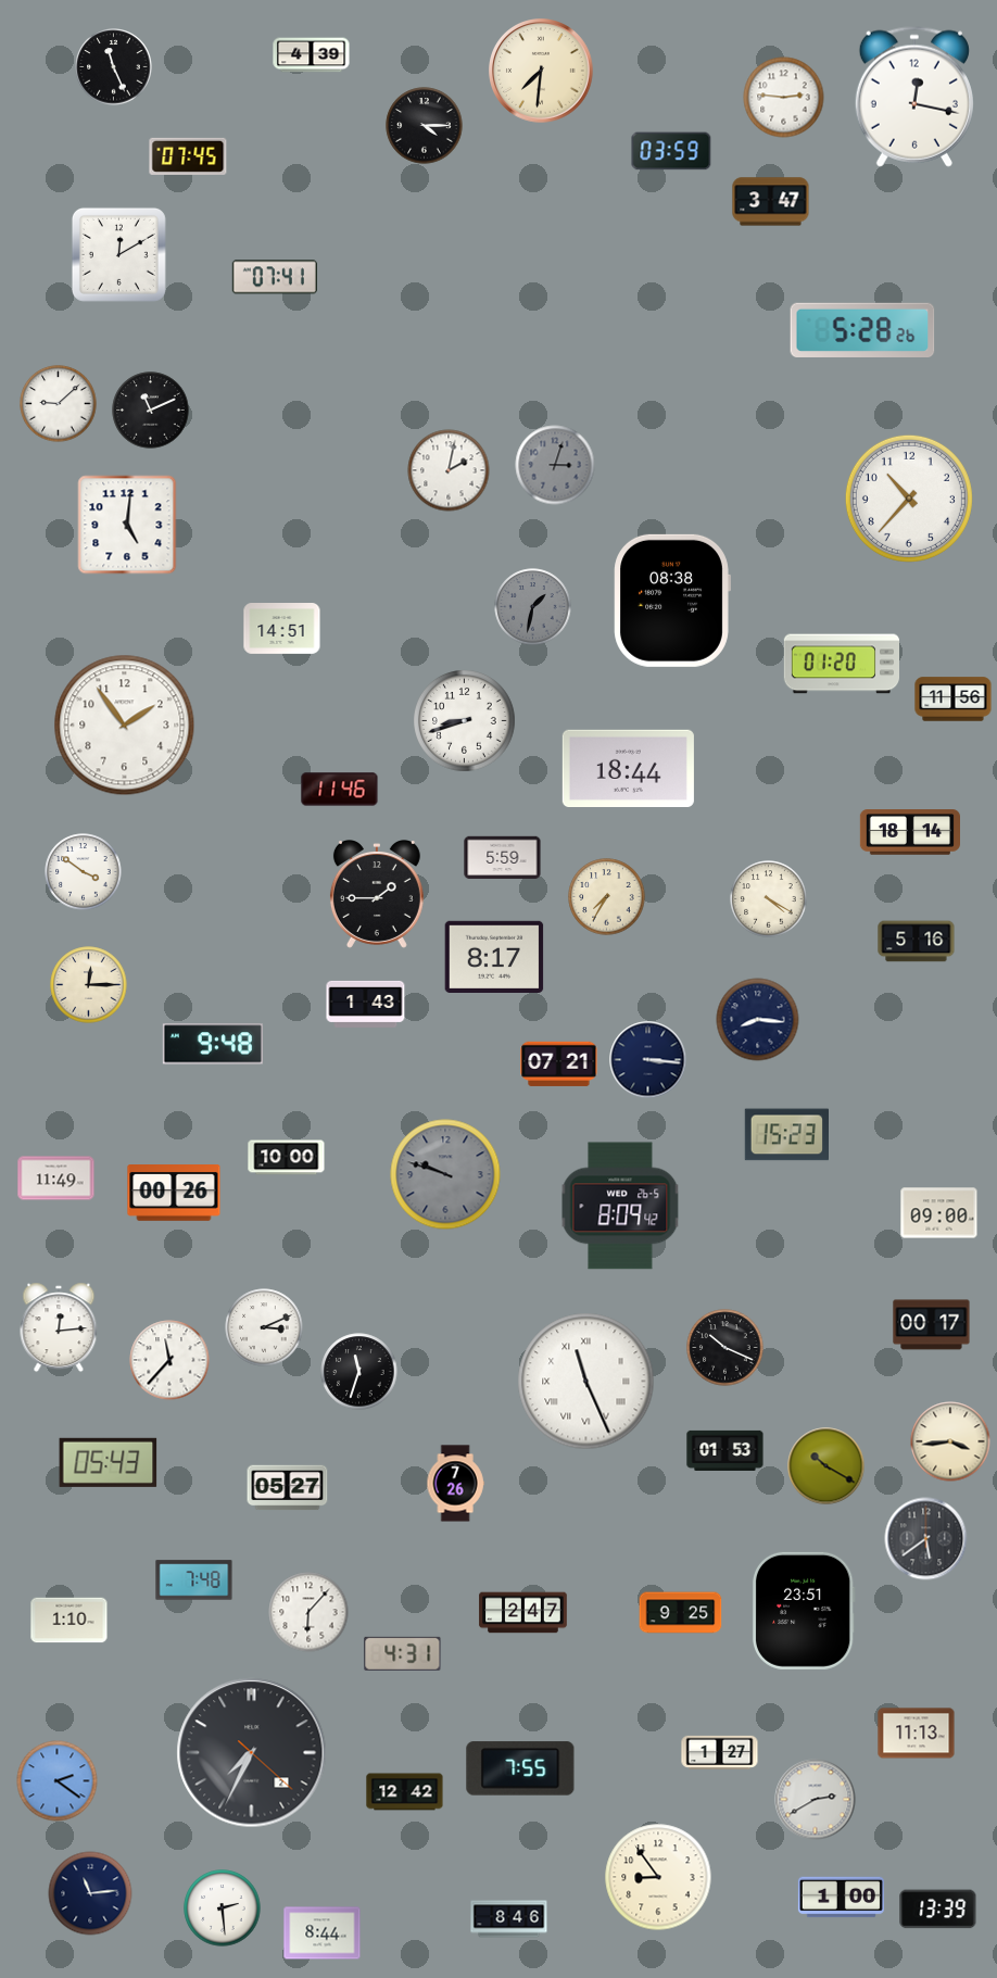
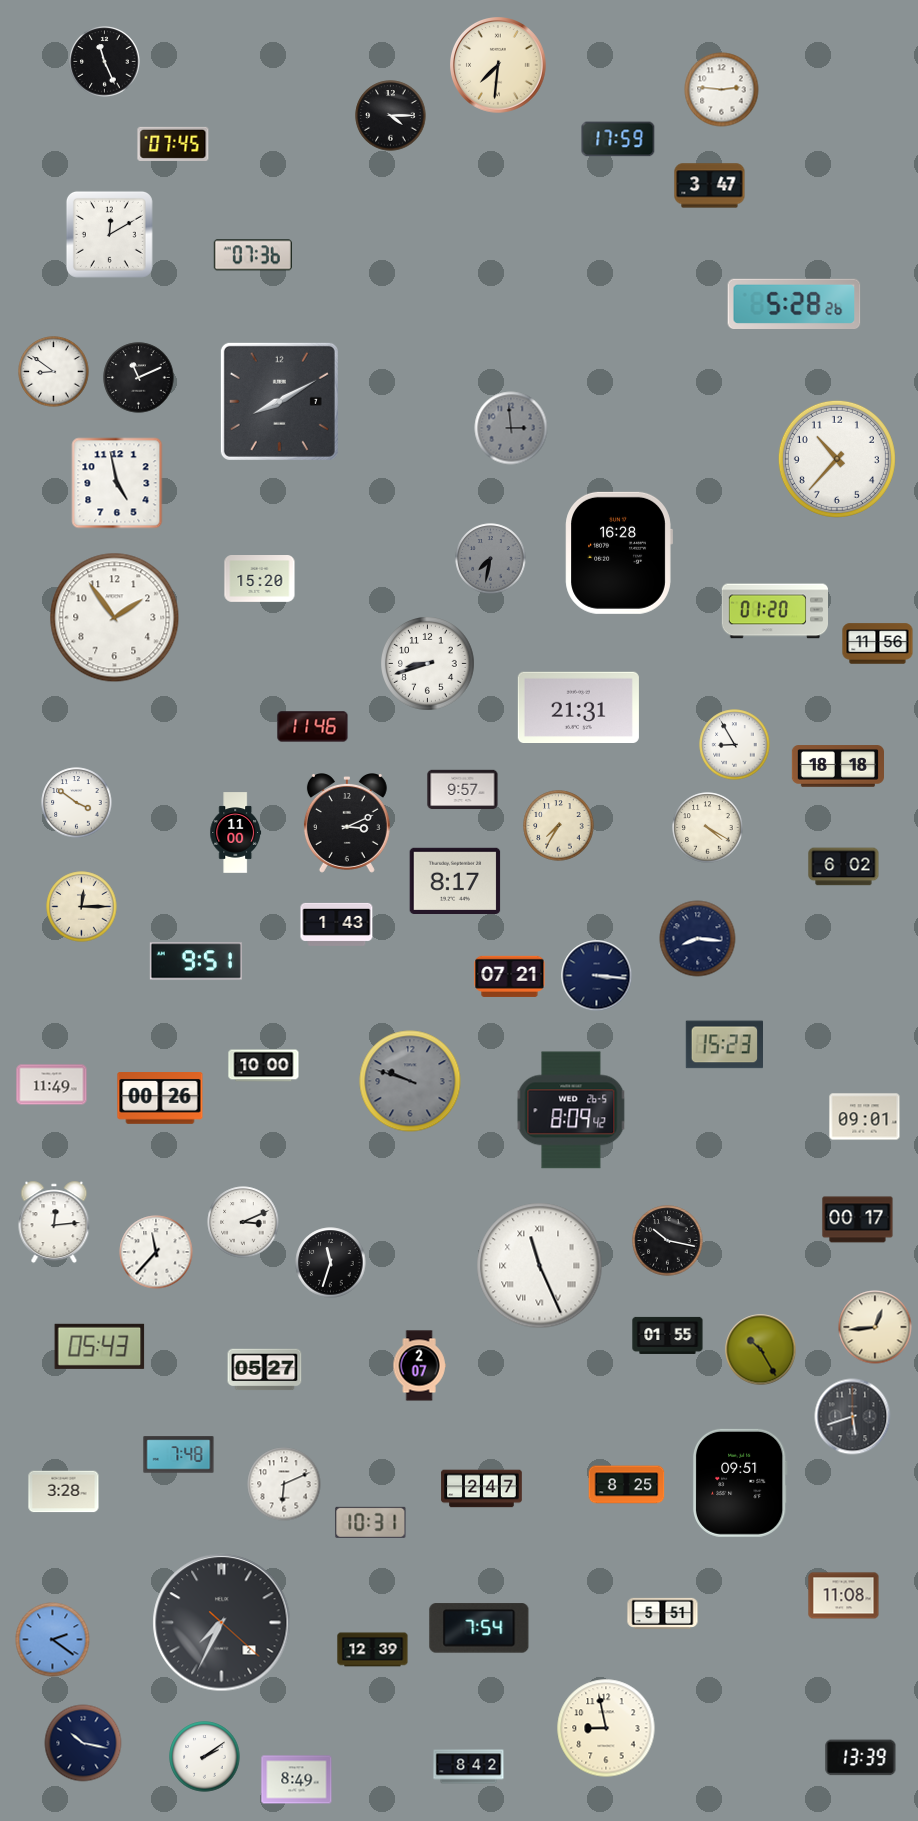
clock at (312, 55): 4:39 -> none
clock at (914, 97): 12:17 -> none
clock at (671, 151): 03:59 -> 17:59
clock at (275, 277): 07:41 -> 07:36
clock at (59, 404): 9:08 -> 8:51
clock at (279, 401): none -> 8:10
clock at (555, 465): 3:03 -> 2:59
clock at (449, 470): 2:02 -> none
clock at (127, 525): 5:01 -> 4:58
clock at (672, 601): 08:38 -> 16:28
clock at (533, 607): 1:32 -> 7:32
clock at (282, 629): 14:51 -> 15:20
clock at (125, 726) position: (125, 726) -> (115, 618)
clock at (628, 768): 18:44 -> 21:31
clock at (735, 745): none -> 8:55
clock at (909, 832): 18:14 -> 18:18
clock at (503, 858): 5:59 -> 9:57
clock at (377, 895): 1:45 -> 3:11
clock at (236, 833): none -> 11:00
clock at (917, 942): 5:16 -> 6:02
clock at (213, 1044): 9:48 -> 9:51
clock at (559, 1063) position: (559, 1063) -> (510, 976)
clock at (939, 1213): 09:00 -> 09:01
clock at (725, 1348): 10:19 -> 10:17
clock at (586, 1382) position: (586, 1382) -> (540, 1266)
clock at (950, 1441): 3:44 -> 12:44
clock at (725, 1450): 01:53 -> 01:55
clock at (826, 1466): 10:20 -> 10:25
clock at (455, 1484): 7:26 -> 2:07
clock at (926, 1539): 5:39 -> 5:42
clock at (804, 1611): 23:51 -> 09:51
clock at (308, 1612): 6:07 -> 6:11
clock at (523, 1613) position: (523, 1613) -> (482, 1489)
clock at (681, 1613): 9:25 -> 8:25
clock at (70, 1621): 1:10 -> 3:28
clock at (403, 1653): 4:31 -> 10:31
clock at (917, 1734): 11:13 -> 11:08
clock at (720, 1752): 1:27 -> 5:51
clock at (252, 1753) position: (252, 1753) -> (222, 1623)
clock at (520, 1768): 7:55 -> 7:54
clock at (405, 1792): 12:42 -> 12:39
clock at (816, 1800): 2:40 -> none
clock at (658, 1877): 8:54 -> 8:58
clock at (90, 1893): 11:14 -> 10:17
clock at (841, 1898): 1:00 -> none
clock at (223, 1908): 2:29 -> 2:09
clock at (938, 1910) position: (938, 1910) -> (861, 1758)
clock at (509, 1919): 8:46 -> 8:42
clock at (323, 1933): 8:44 -> 8:49
